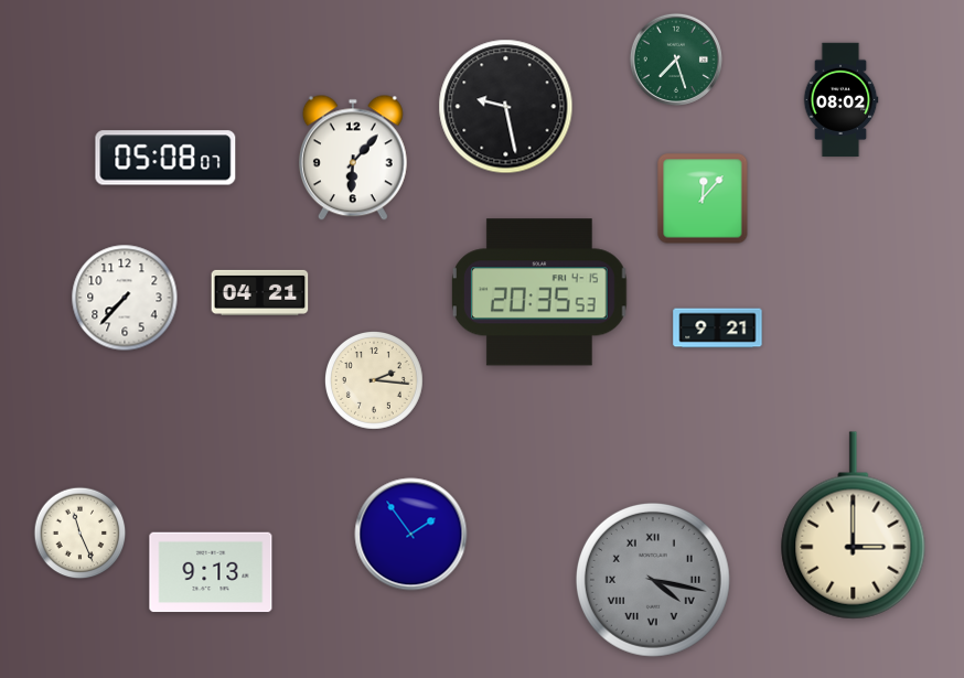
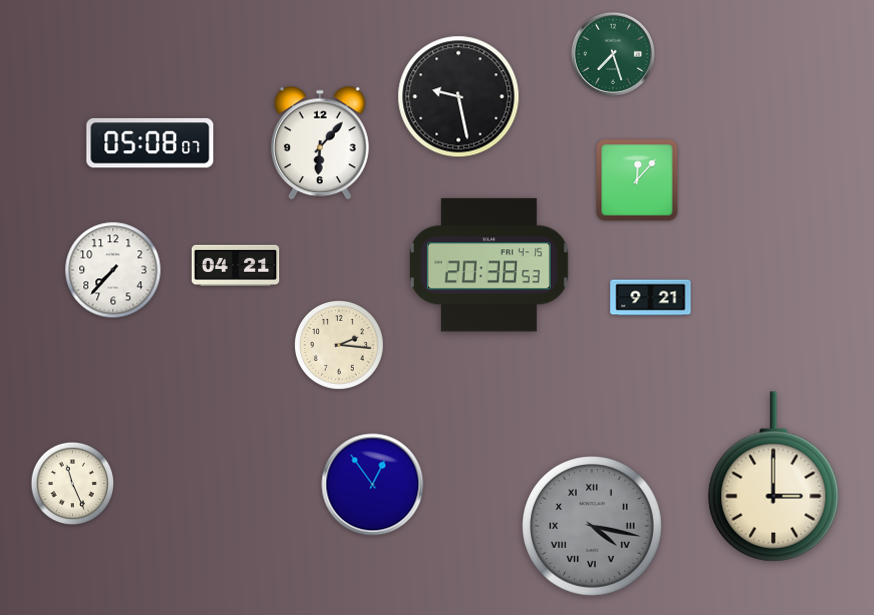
clock at (840, 100): 08:02 -> none
clock at (539, 292): 20:35 -> 20:38
clock at (411, 535): 1:54 -> 12:54
clock at (211, 572): 9:13 -> none
